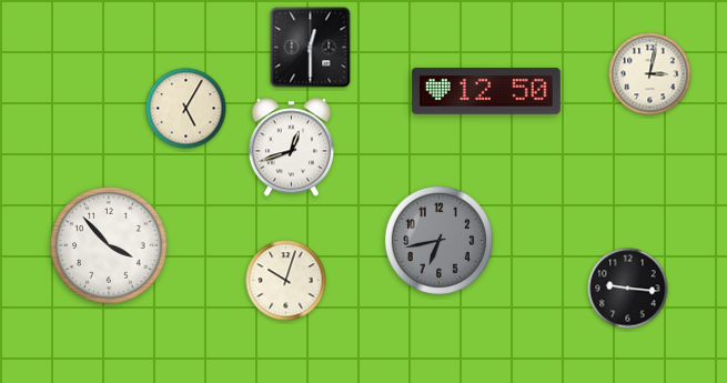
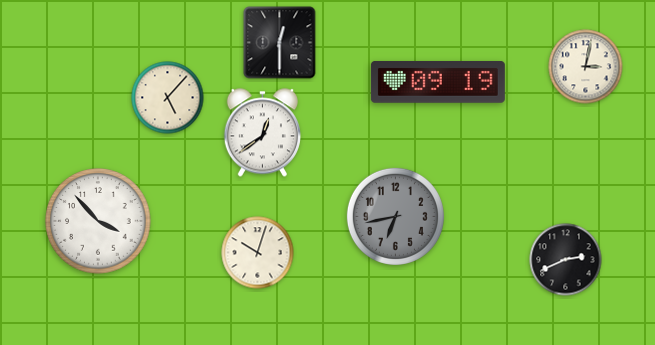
clock at (486, 91): 12:50 -> 09:19
clock at (186, 109): 5:05 -> 5:07
clock at (291, 148): 12:42 -> 12:39
clock at (628, 289): 9:16 -> 2:41
